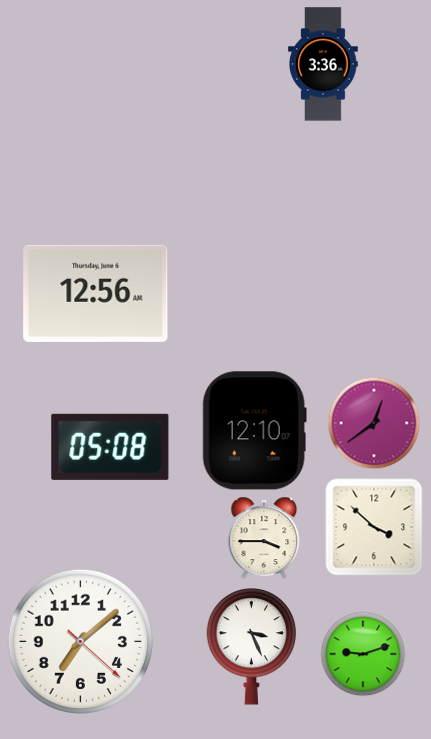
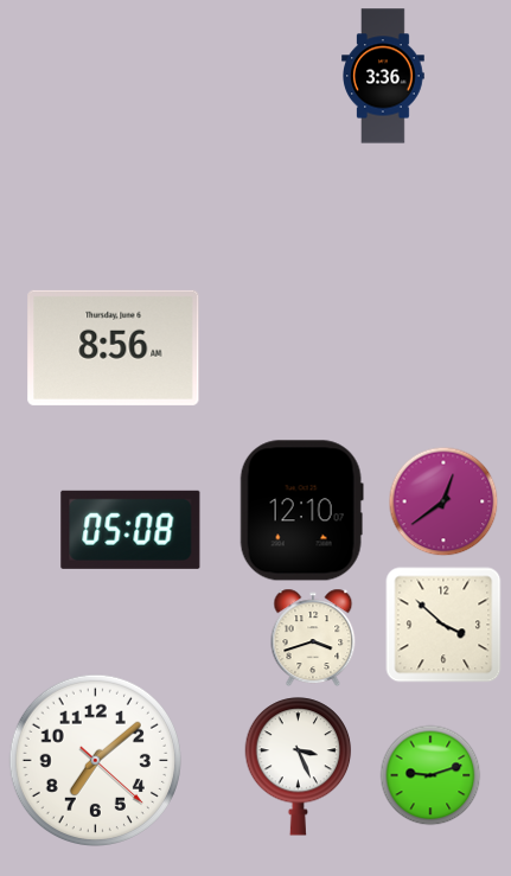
clock at (96, 293): 12:56 -> 8:56
clock at (264, 538): 3:45 -> 3:42
